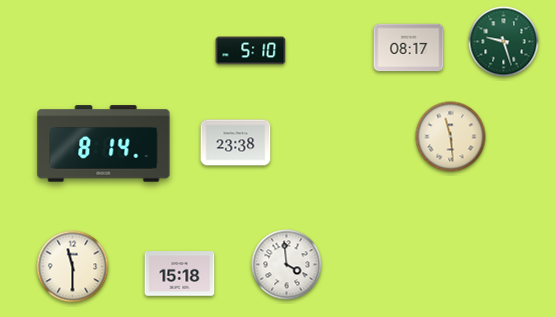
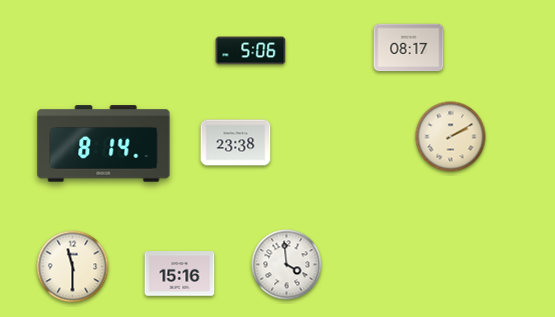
clock at (504, 42): 9:27 -> none
clock at (251, 51): 5:10 -> 5:06
clock at (451, 137): 11:29 -> 2:10
clock at (180, 274): 15:18 -> 15:16
